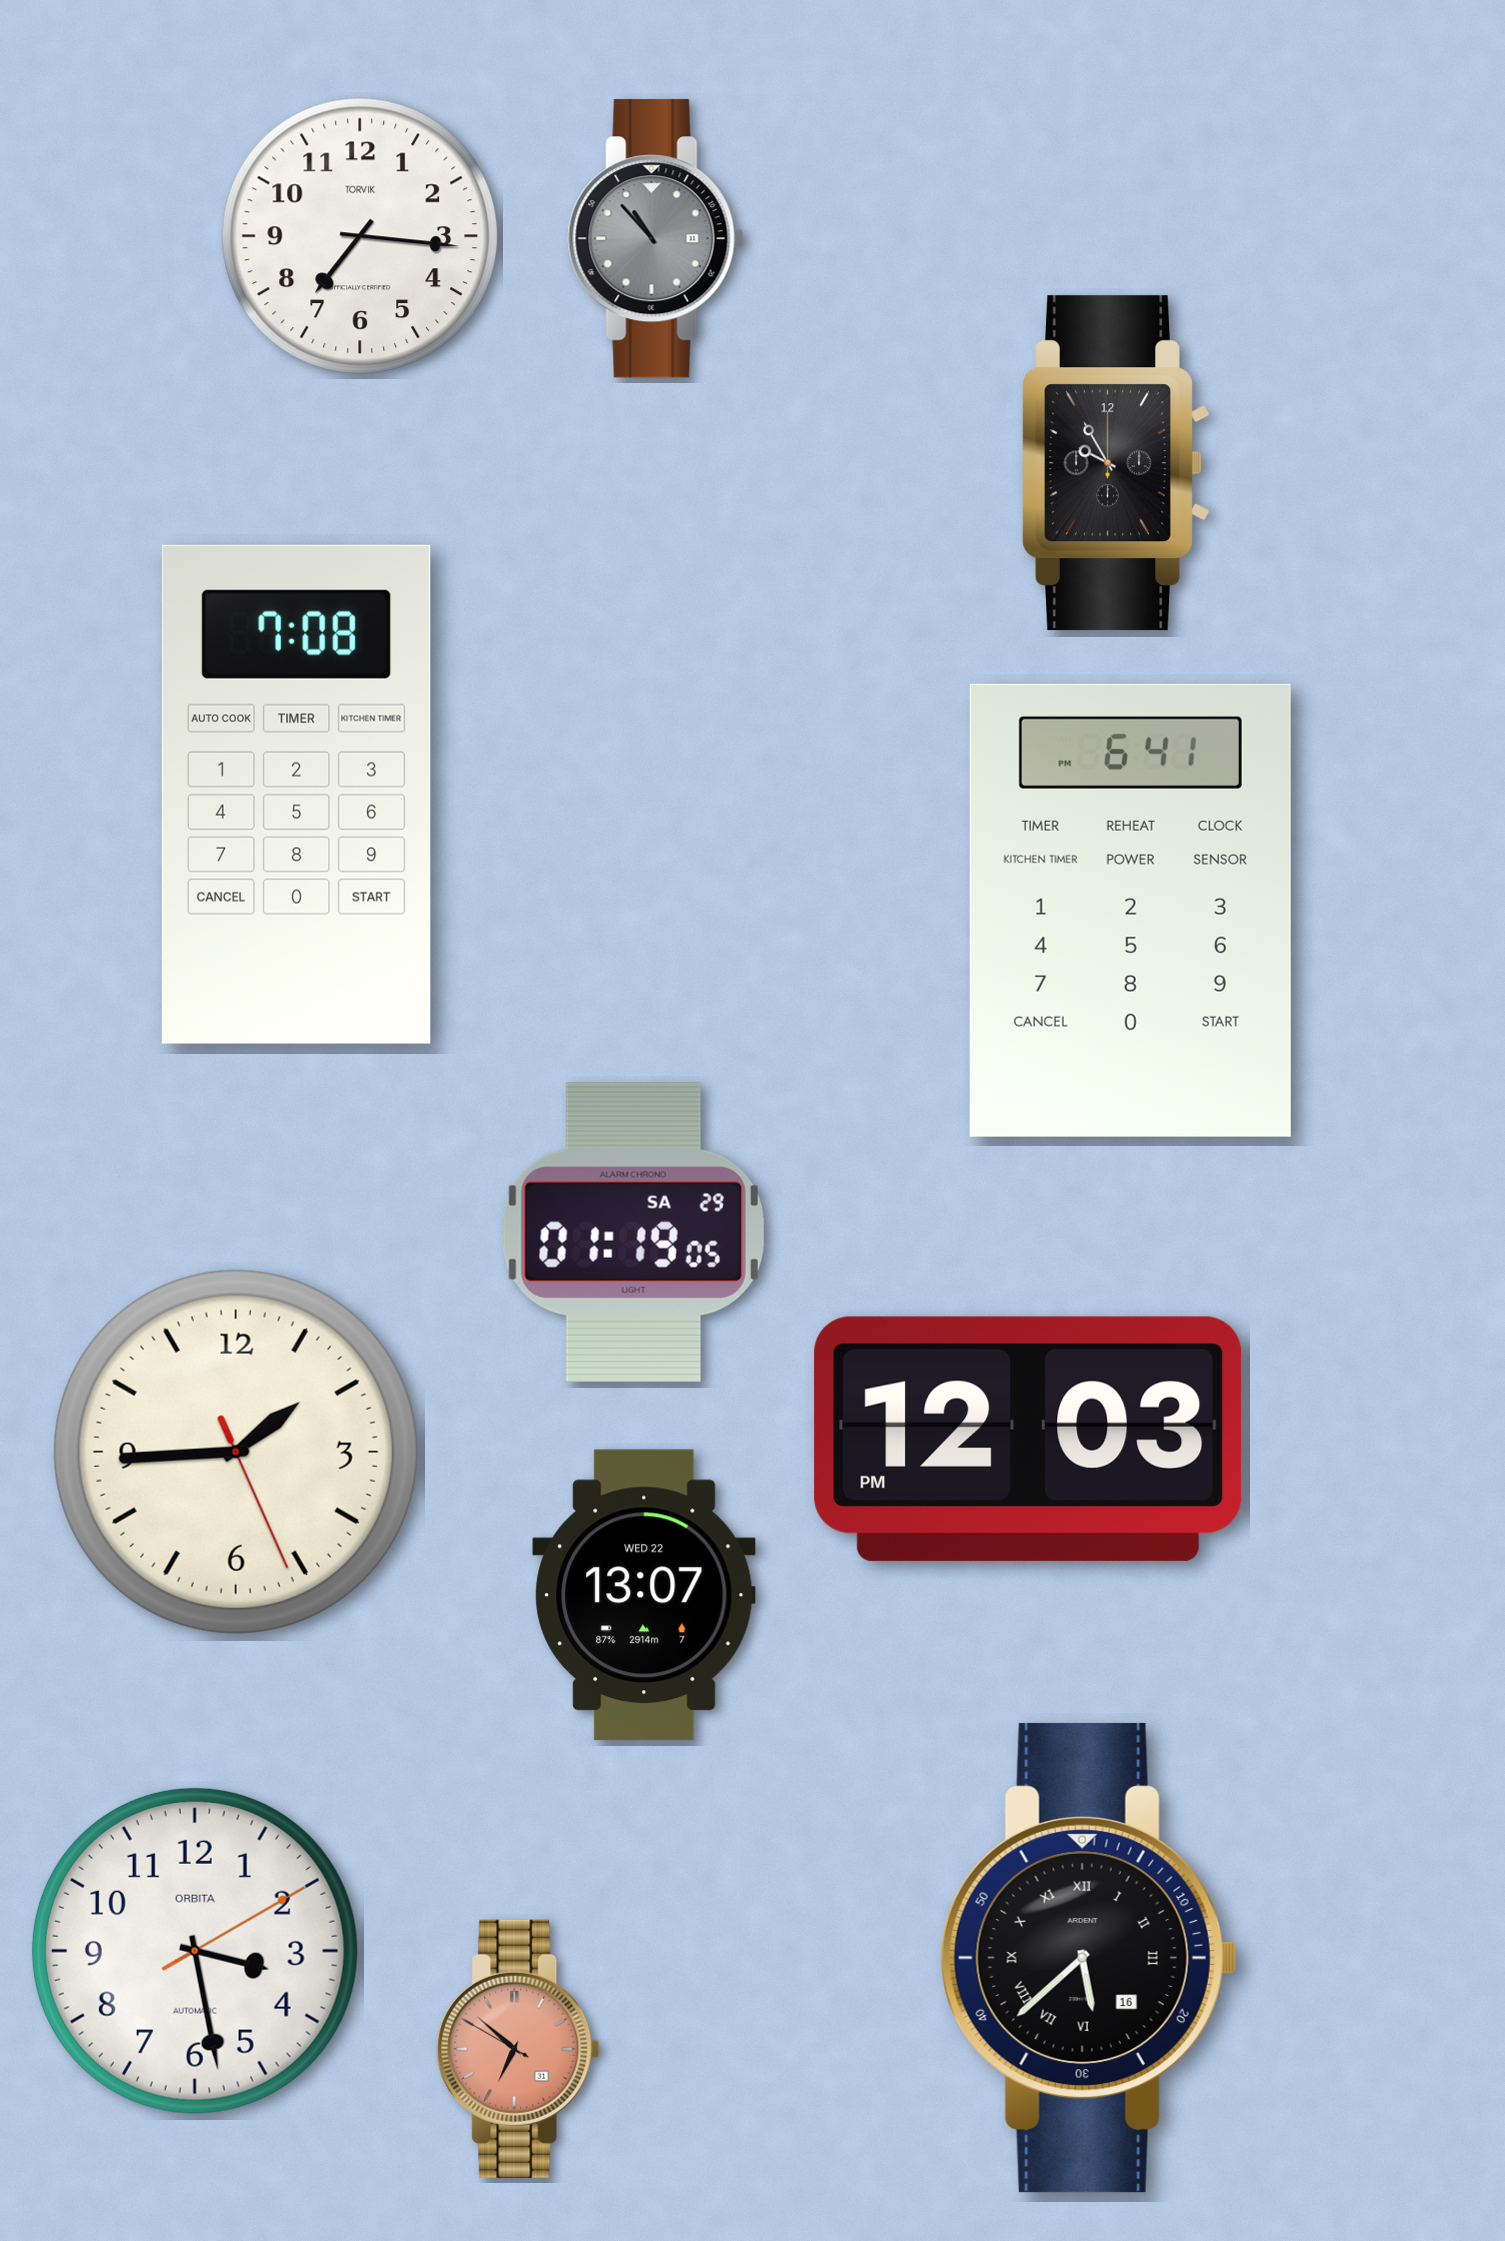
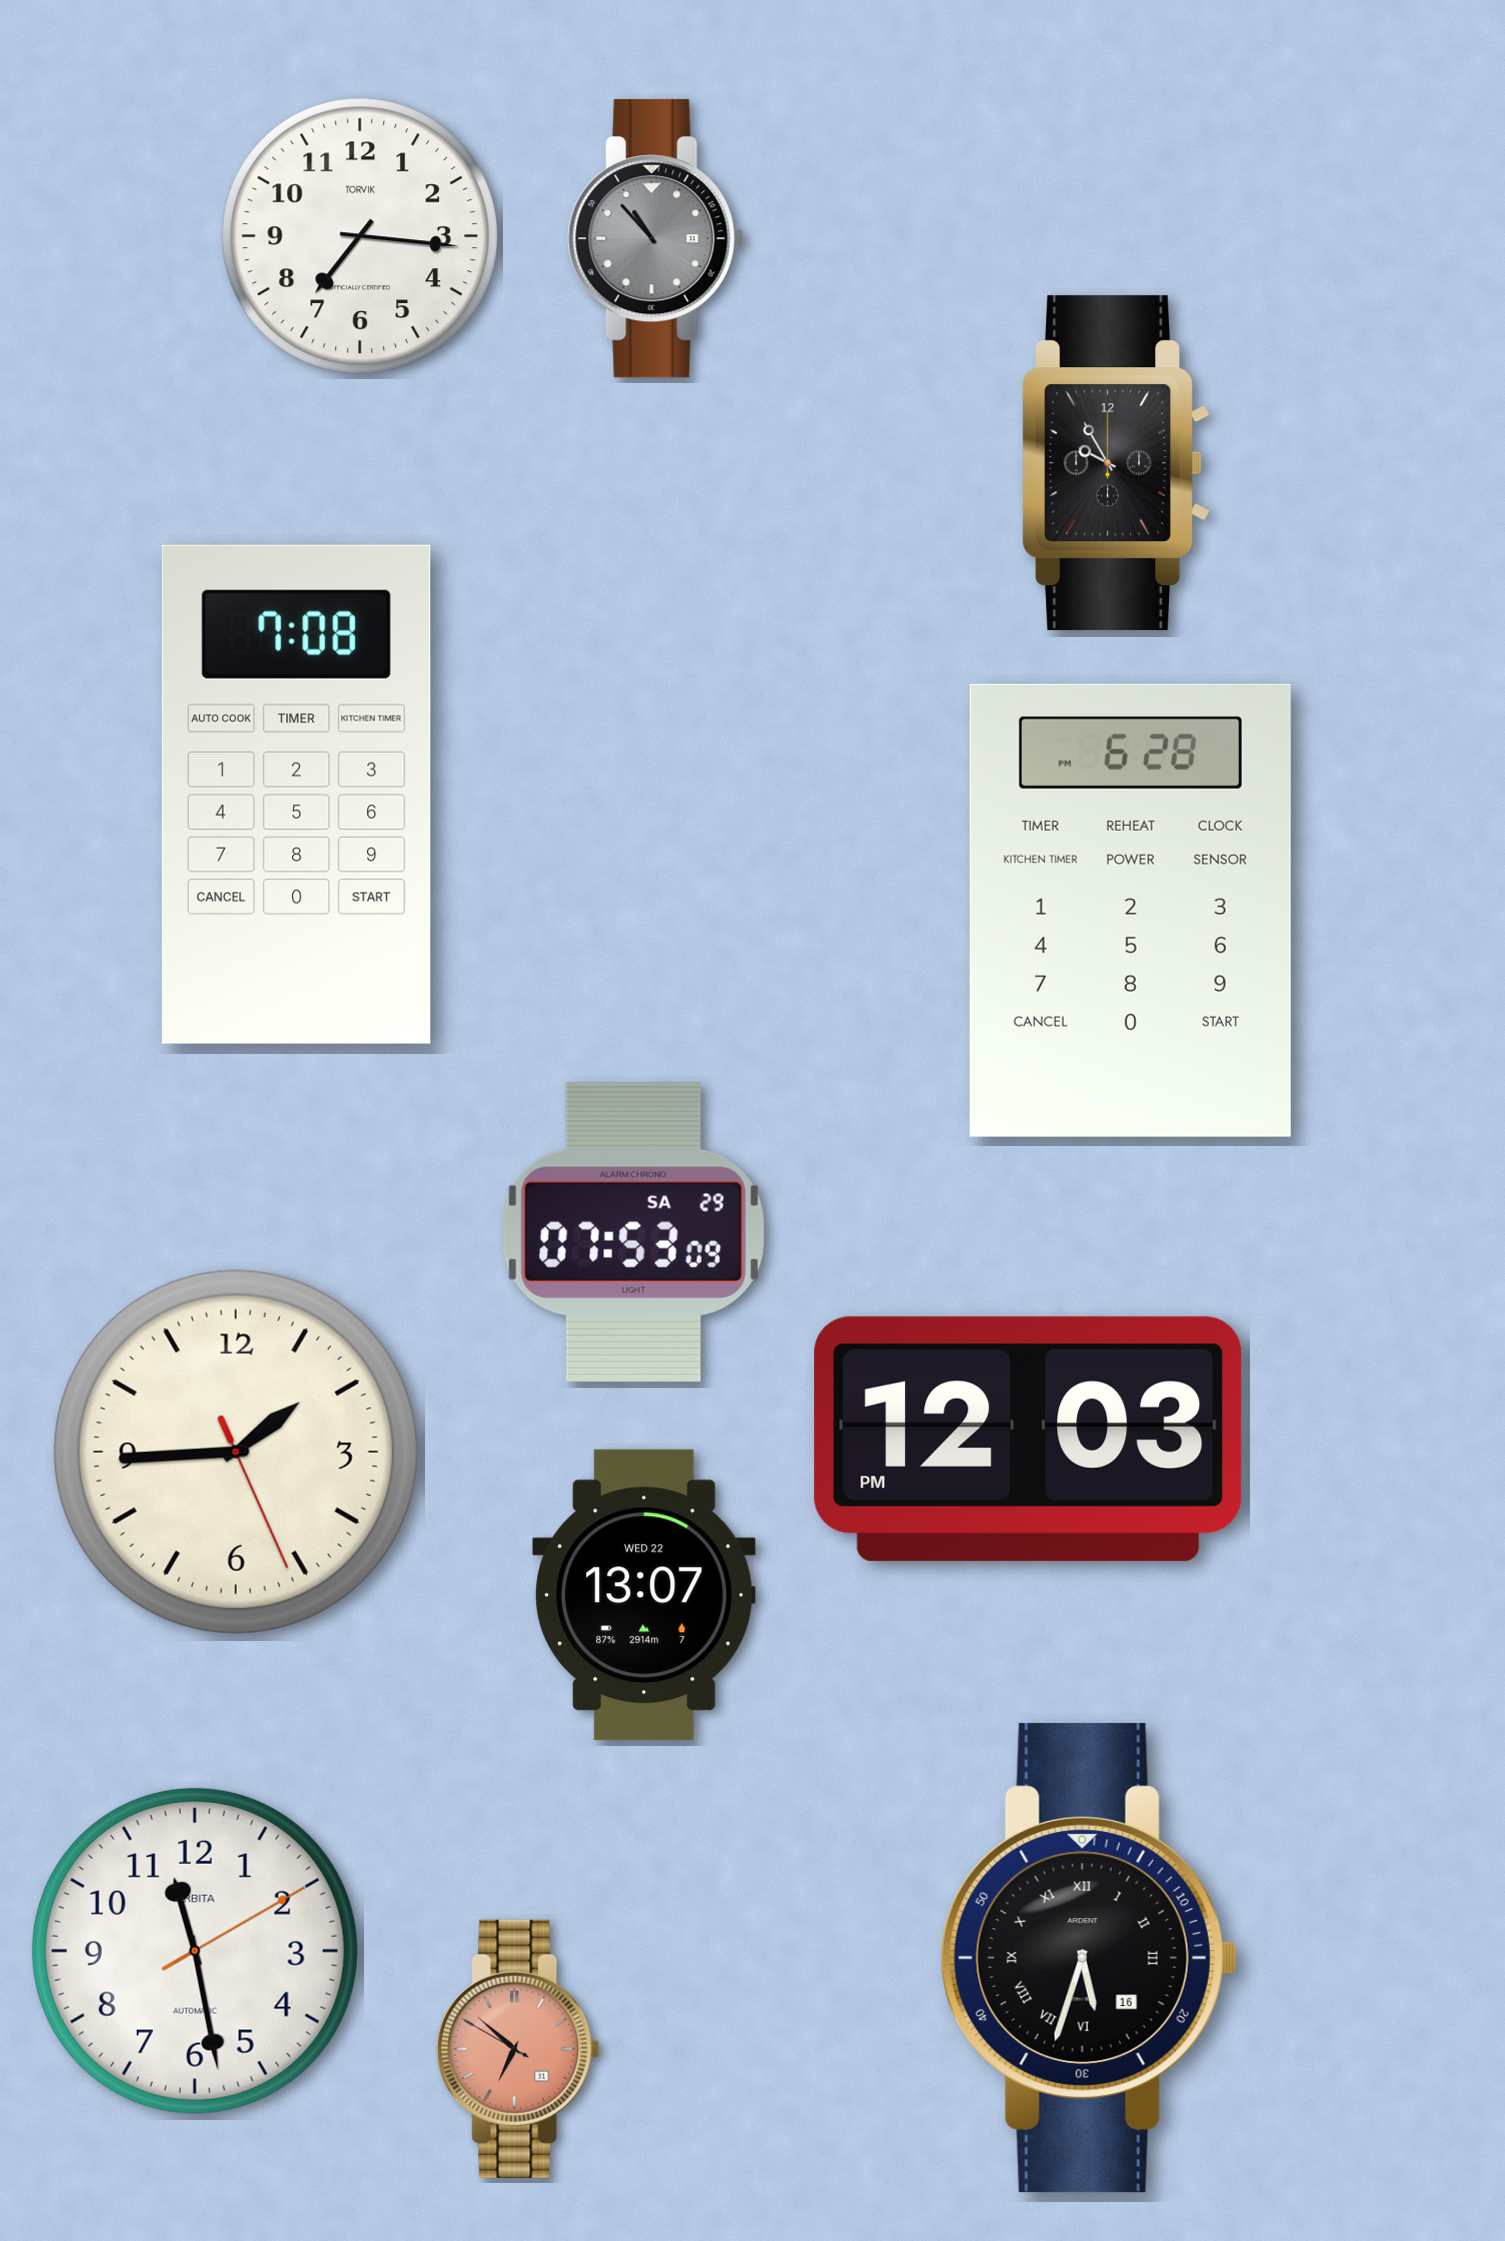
clock at (1130, 910): 6:41 -> 6:28
clock at (633, 1232): 01:19 -> 07:53
clock at (195, 1951): 3:28 -> 11:28
clock at (1089, 1958): 5:38 -> 5:33
